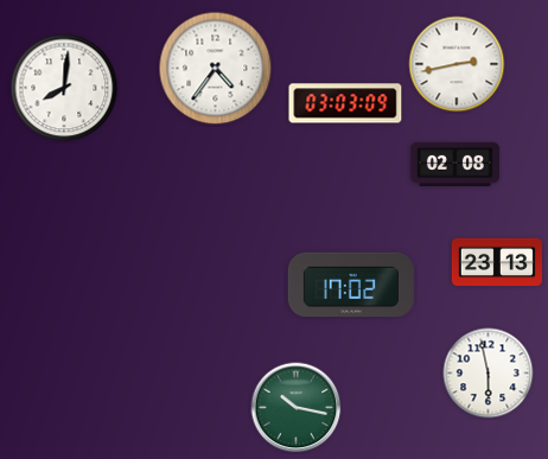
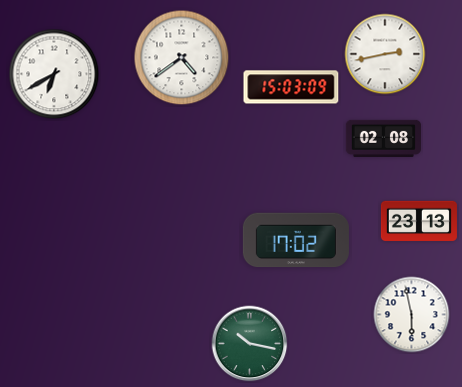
clock at (216, 69): 4:36 -> 4:39
clock at (64, 88): 8:01 -> 6:40
clock at (345, 103): 03:03 -> 15:03
